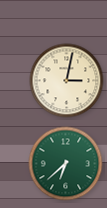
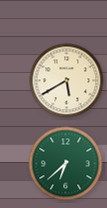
clock at (67, 81): 3:02 -> 5:40
